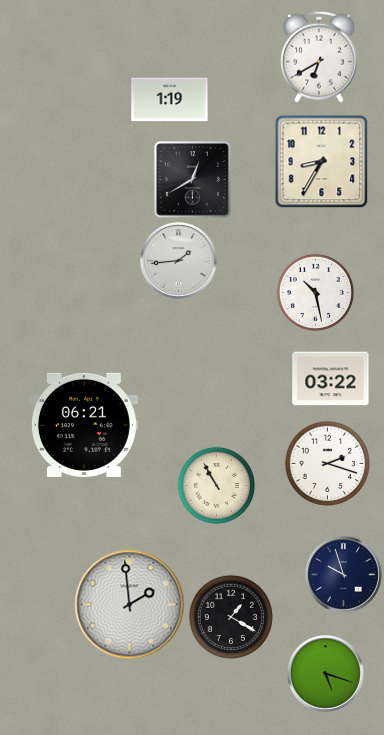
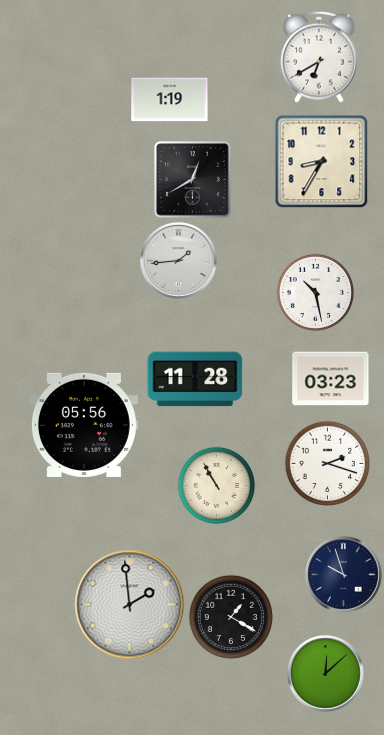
clock at (195, 379): none -> 11:28
clock at (331, 379): 03:22 -> 03:23
clock at (84, 425): 06:21 -> 05:56
clock at (326, 674): 5:18 -> 12:08
